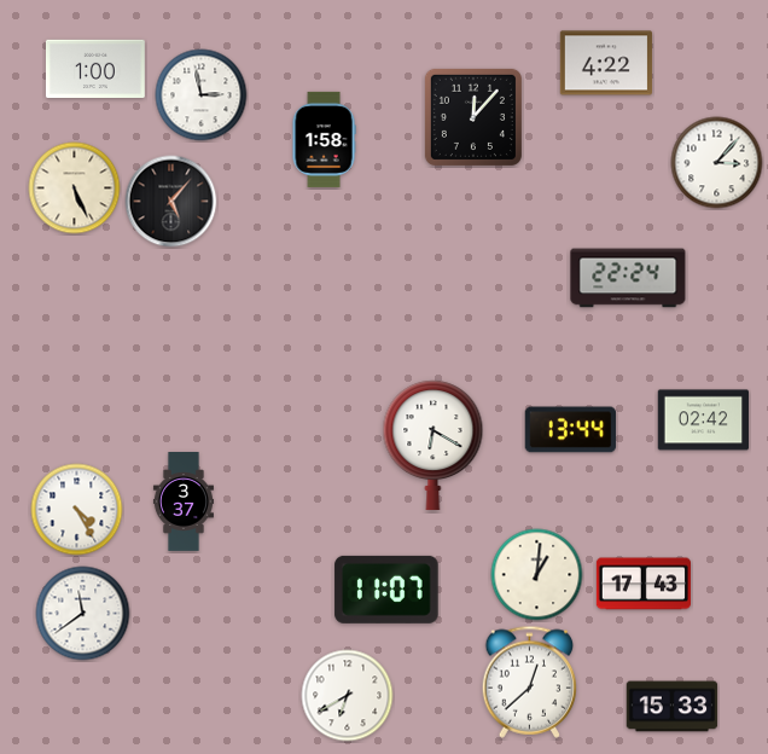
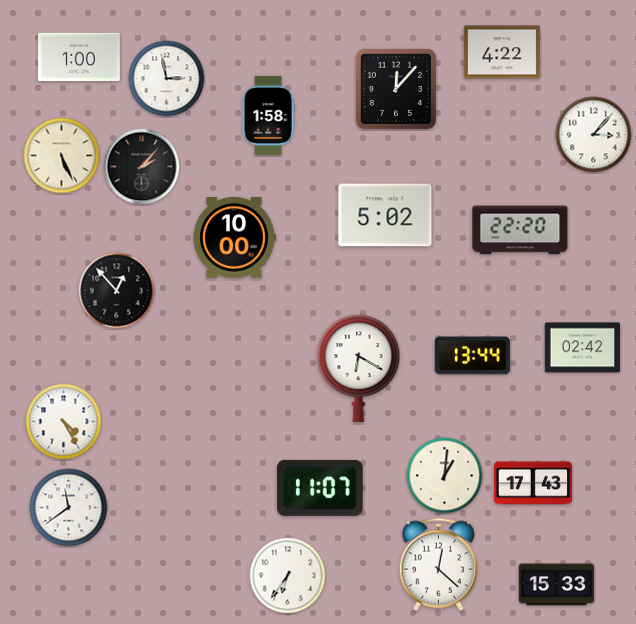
clock at (473, 117) position: (473, 117) -> (396, 89)
clock at (171, 202): 5:07 -> 2:07
clock at (385, 215): none -> 5:02
clock at (628, 278): 22:24 -> 22:20
clock at (234, 238): none -> 10:00
clock at (117, 291): none -> 12:53
clock at (184, 501): 3:37 -> none
clock at (530, 681): 12:38 -> 12:22
clock at (348, 696): 6:40 -> 6:36
